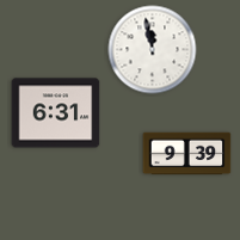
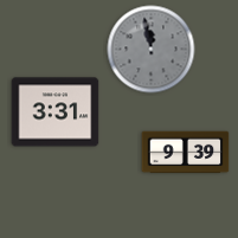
clock at (153, 50) dial: white -> grey
clock at (56, 113): 6:31 -> 3:31
